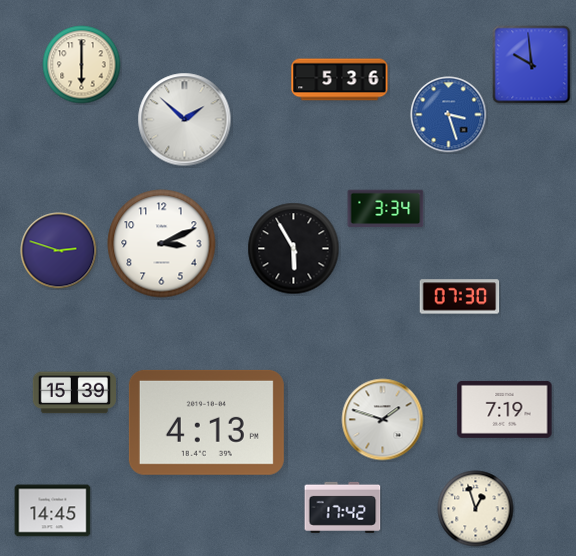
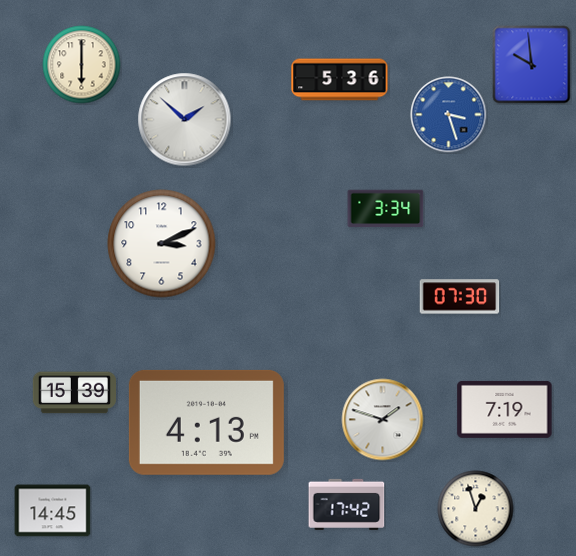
clock at (294, 249): 5:55 -> none
clock at (59, 251): 2:48 -> none
clock at (343, 507) position: (343, 507) -> (347, 504)
